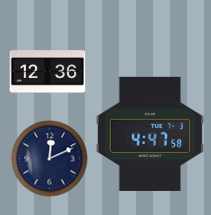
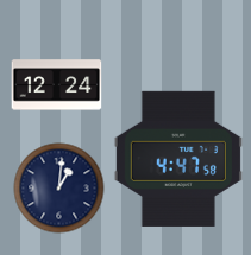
clock at (48, 72): 12:36 -> 12:24
clock at (50, 159): 12:11 -> 1:01
